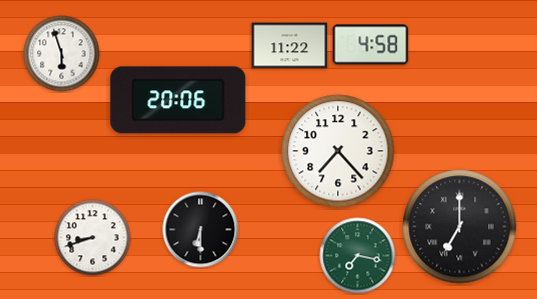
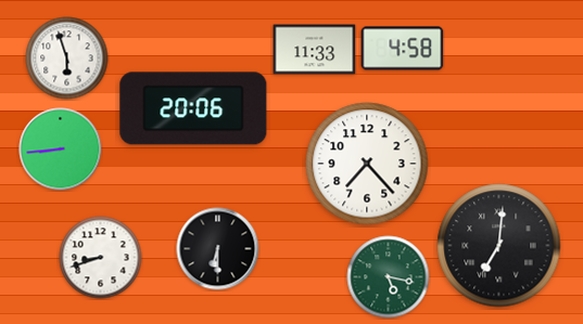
clock at (290, 46): 11:22 -> 11:33
clock at (61, 150): none -> 8:44
clock at (460, 227): 7:00 -> 7:01
clock at (358, 256): 7:17 -> 5:17
